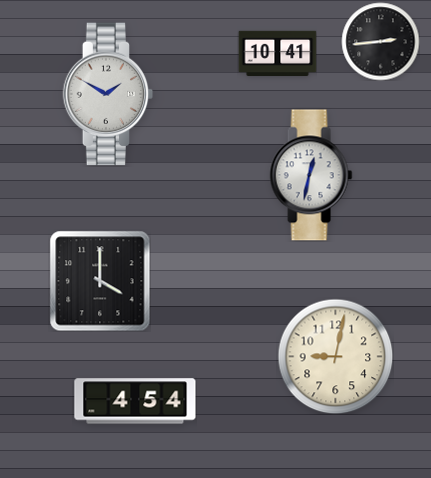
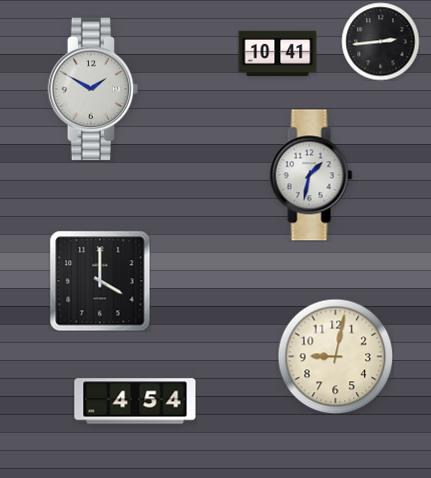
clock at (108, 94) position: (108, 94) -> (93, 89)
clock at (311, 175): 12:32 -> 1:32
